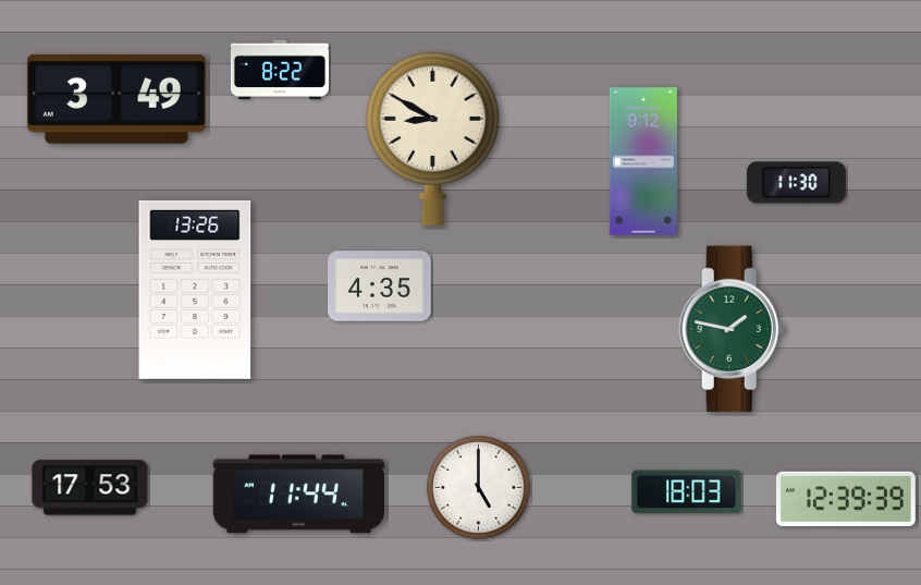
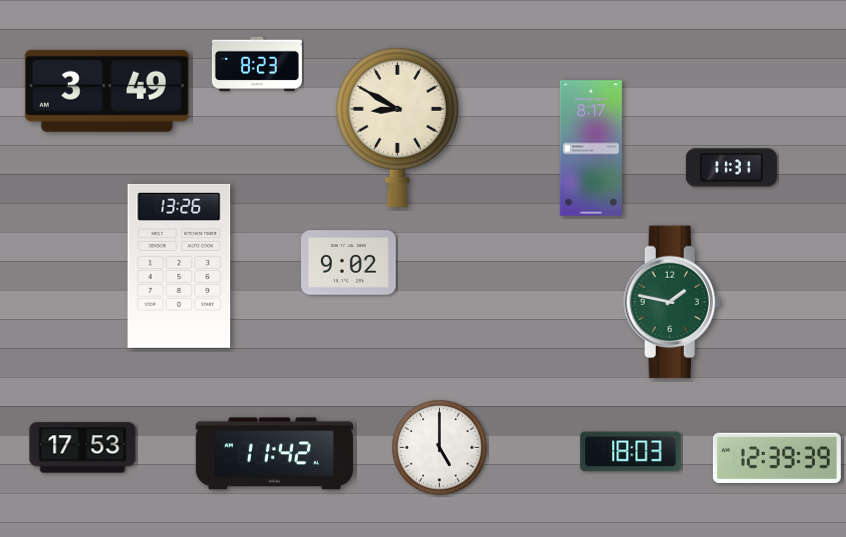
clock at (280, 70): 8:22 -> 8:23
clock at (643, 161): 9:12 -> 8:17
clock at (796, 183): 11:30 -> 11:31
clock at (380, 287): 4:35 -> 9:02
clock at (298, 495): 11:44 -> 11:42
